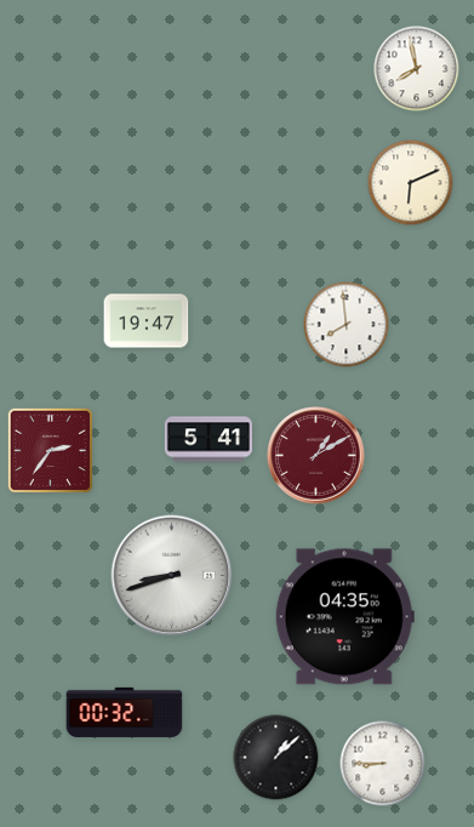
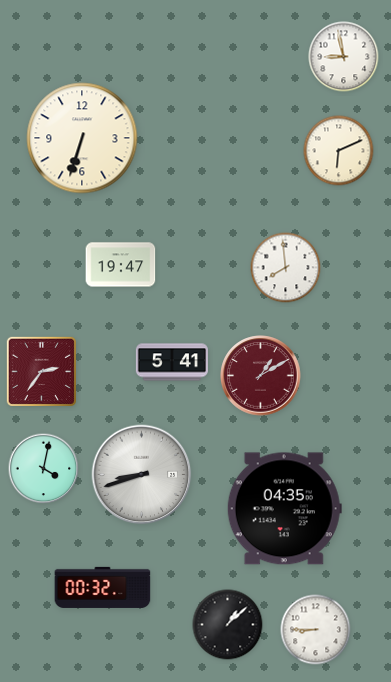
clock at (417, 69): 7:58 -> 8:58
clock at (82, 138): none -> 6:33
clock at (44, 469): none -> 4:02
